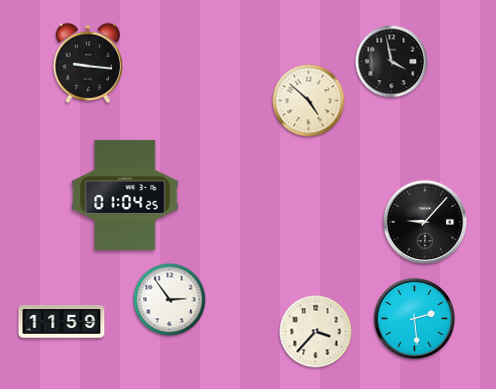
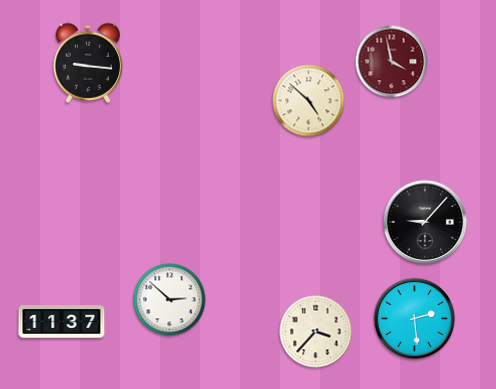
clock at (392, 62) dial: black -> burgundy
clock at (125, 195): 01:04 -> none
clock at (170, 300): 2:54 -> 2:52
clock at (62, 322): 11:59 -> 11:37
